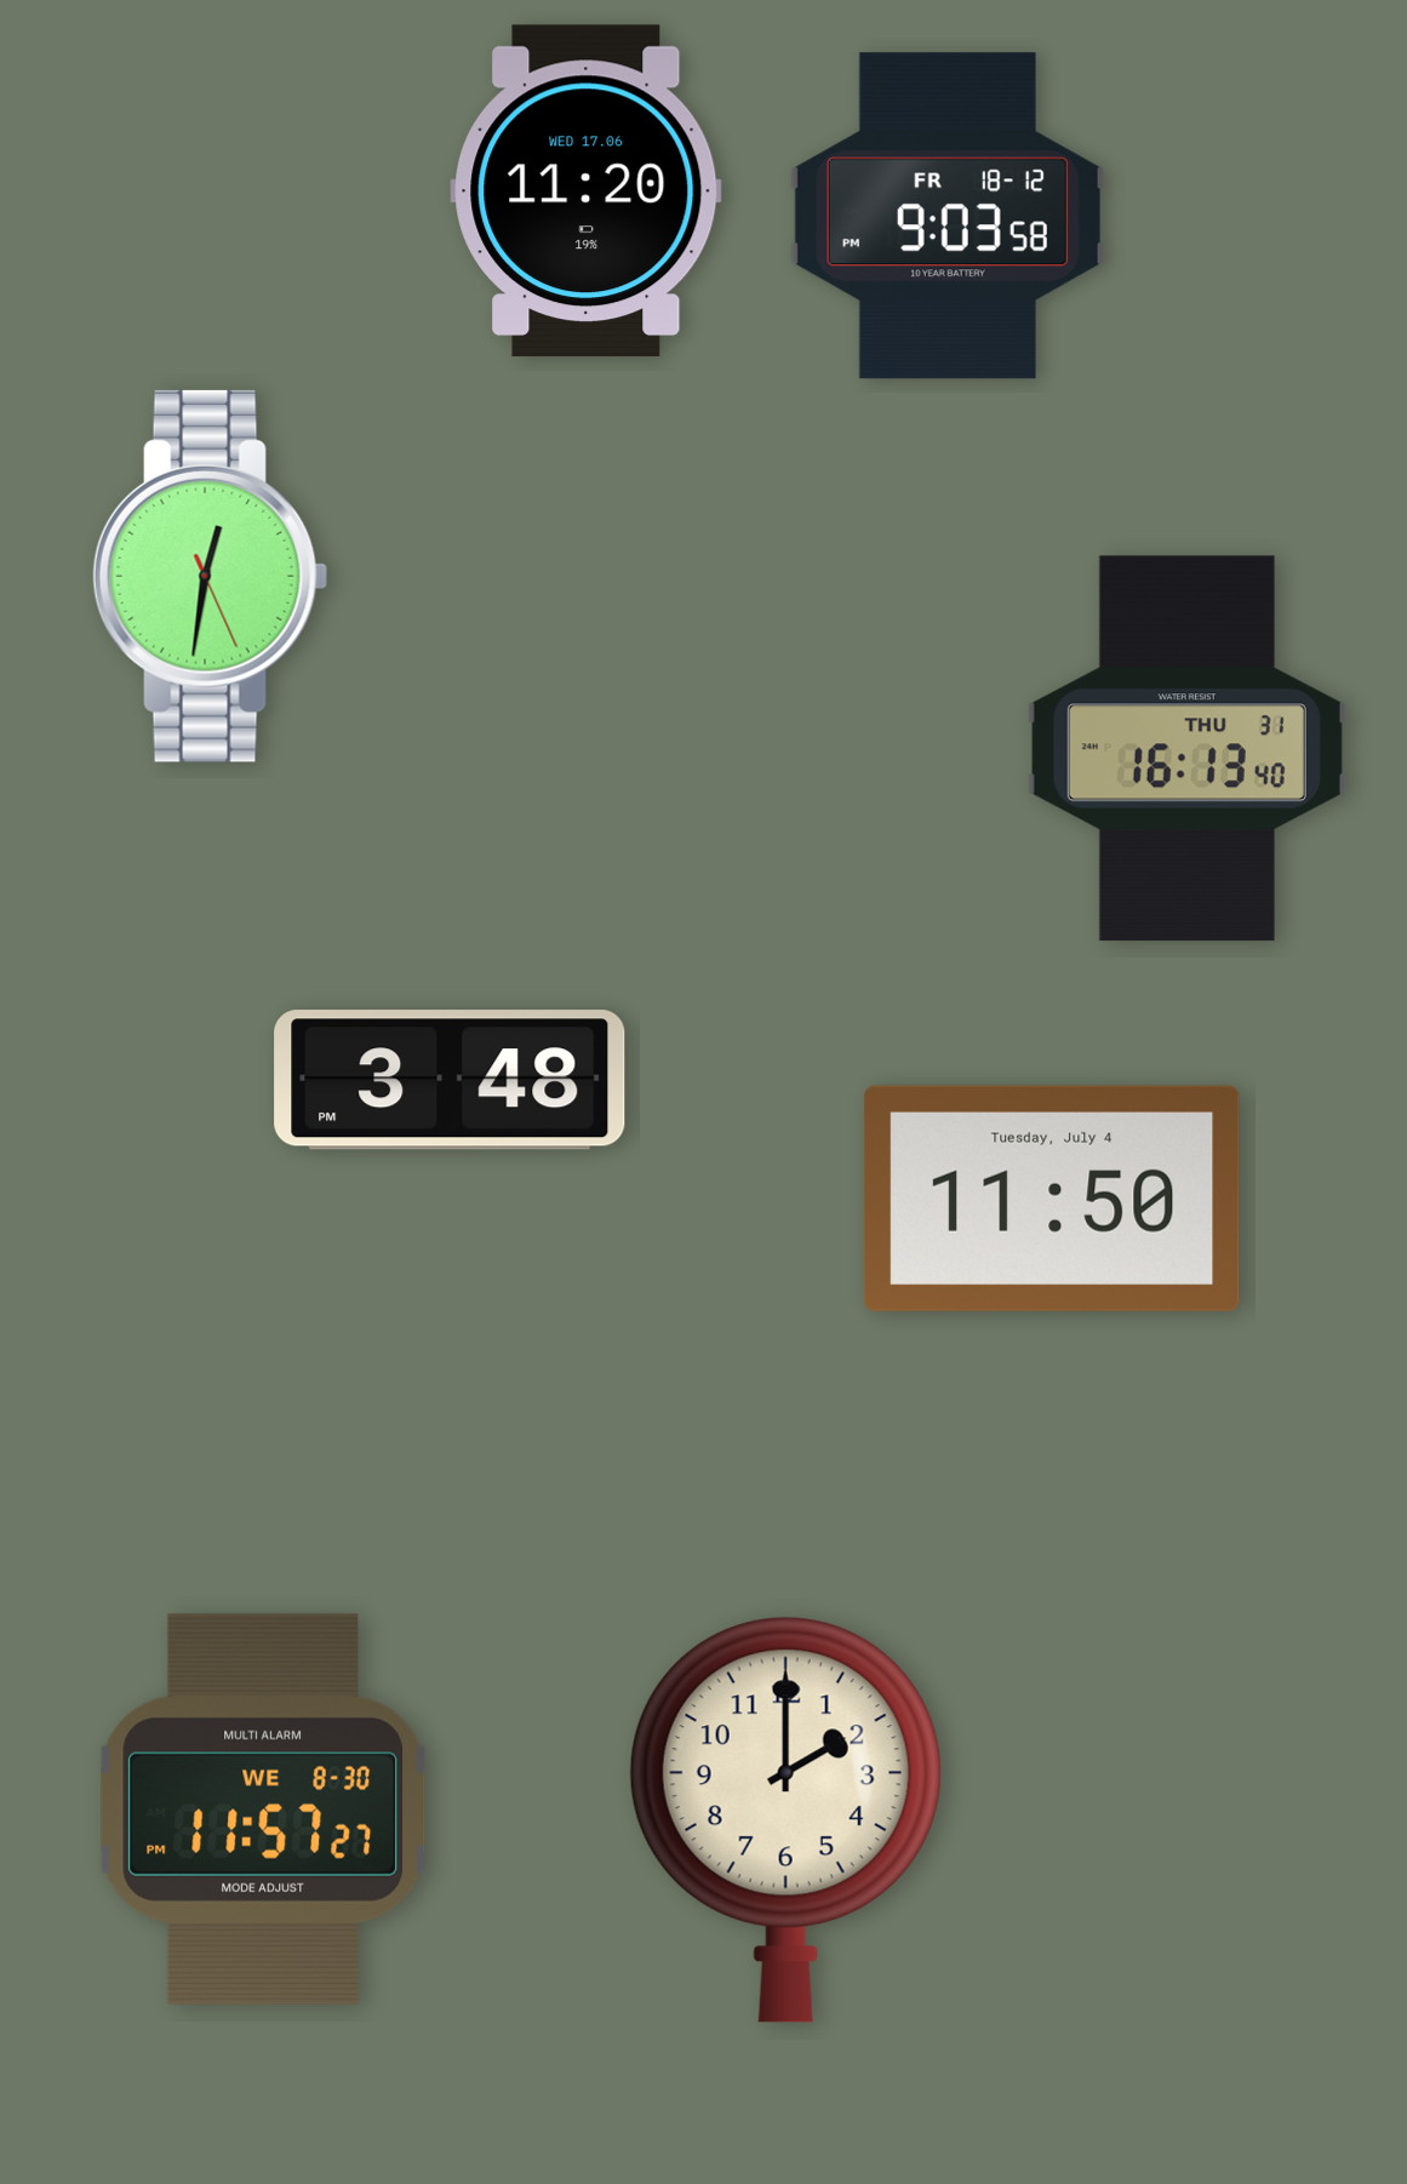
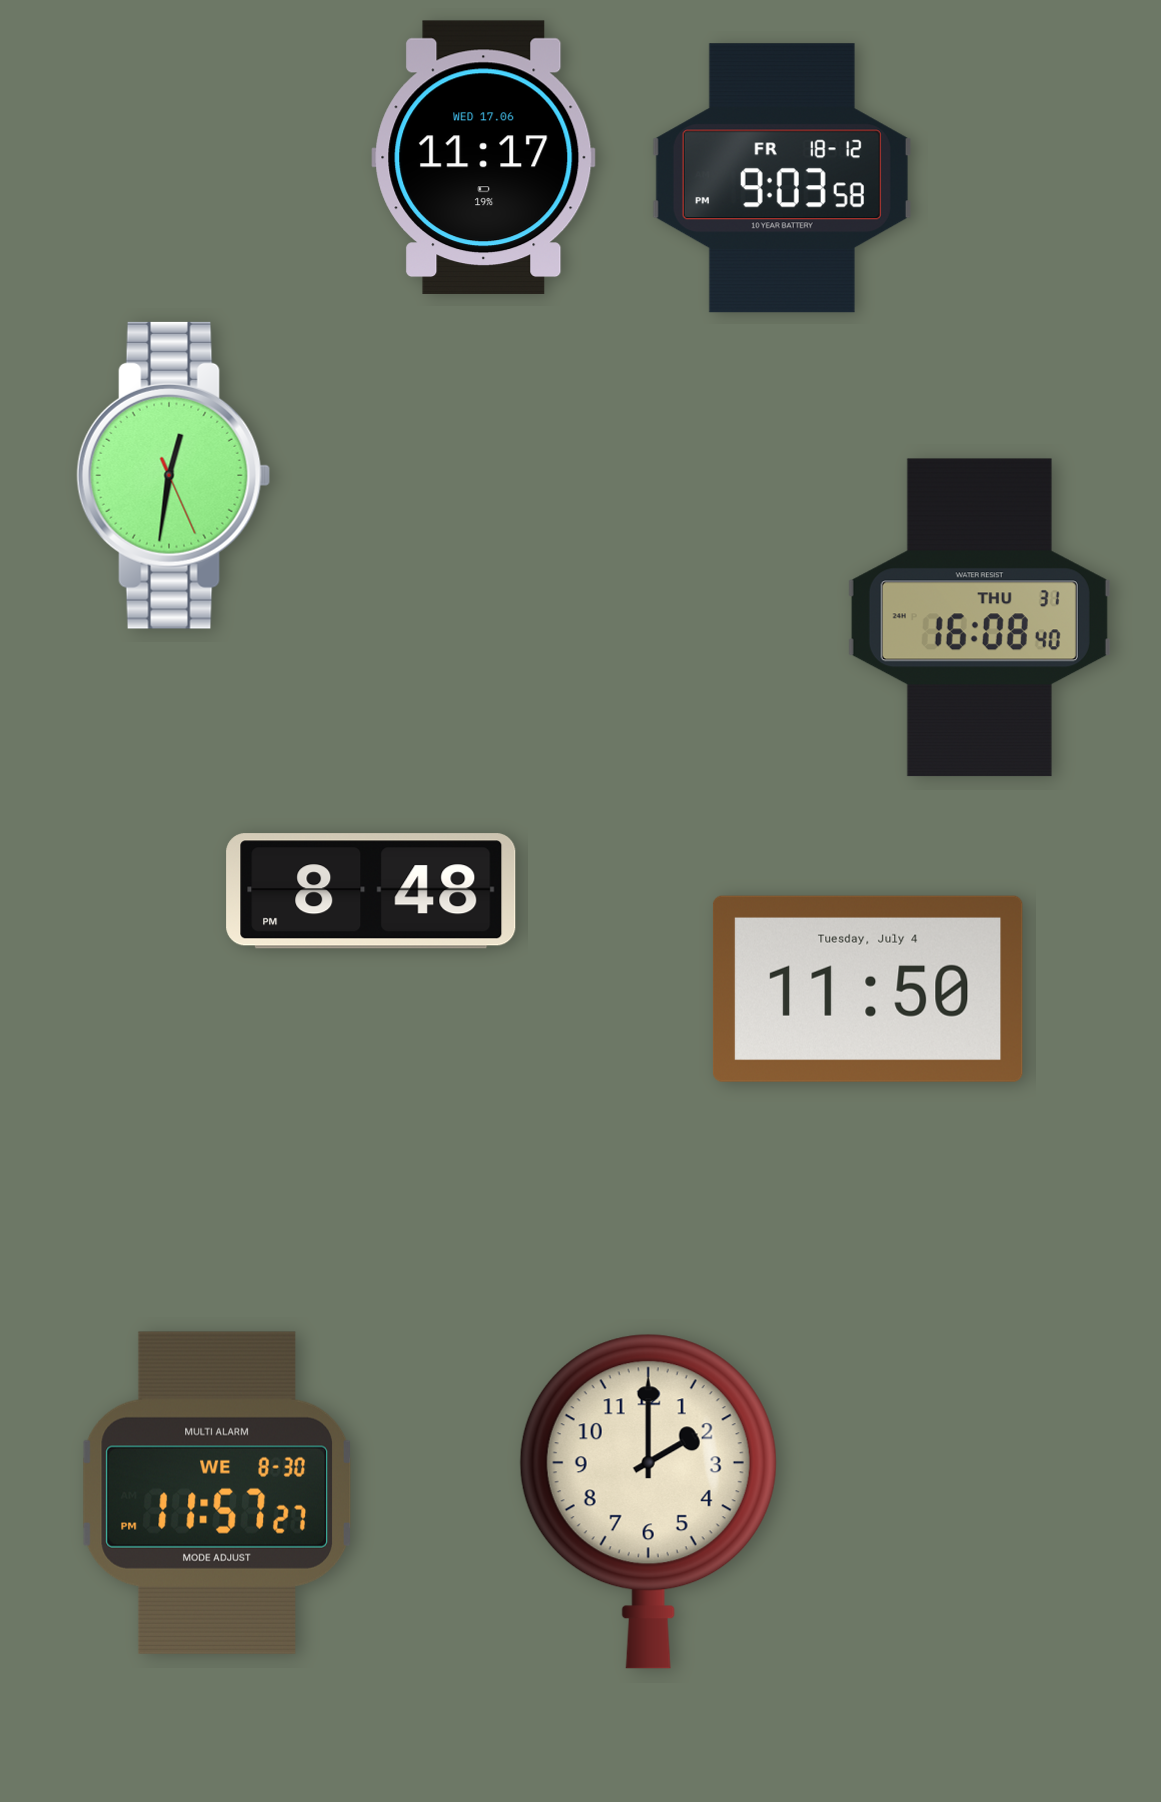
clock at (587, 190): 11:20 -> 11:17
clock at (1186, 749): 16:13 -> 16:08
clock at (450, 1080): 3:48 -> 8:48
